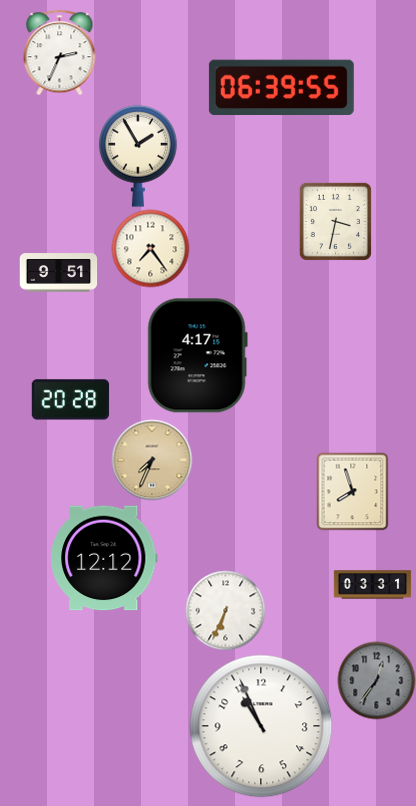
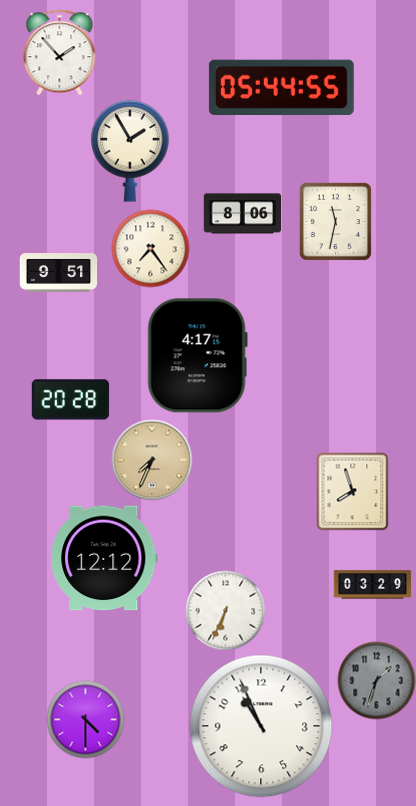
clock at (60, 52): 2:34 -> 1:53
clock at (281, 87): 06:39 -> 05:44
clock at (139, 156) position: (139, 156) -> (131, 151)
clock at (242, 214): none -> 8:06
clock at (335, 221): 3:32 -> 11:32
clock at (372, 585): 03:31 -> 03:29
clock at (376, 680): 12:36 -> 1:33
clock at (85, 719): none -> 4:30
